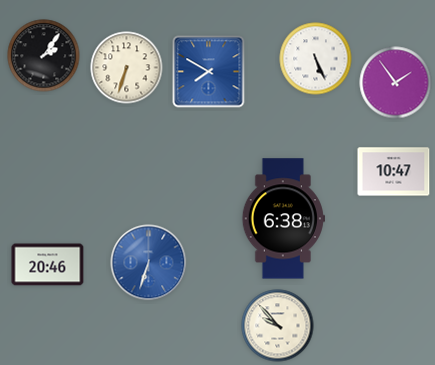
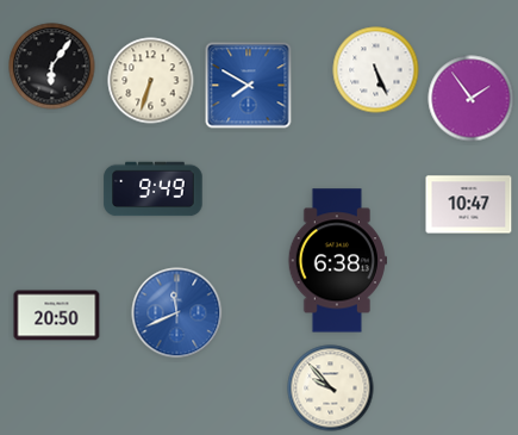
clock at (44, 56): 2:06 -> 6:06
clock at (154, 189): none -> 9:49
clock at (149, 263): 6:33 -> 11:41
clock at (48, 265): 20:46 -> 20:50
